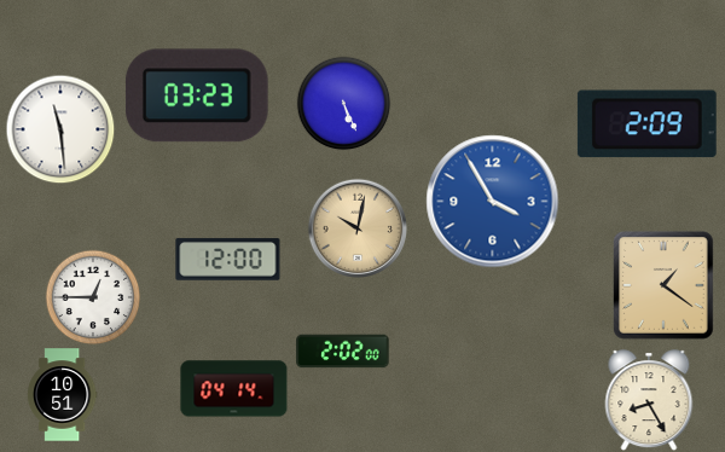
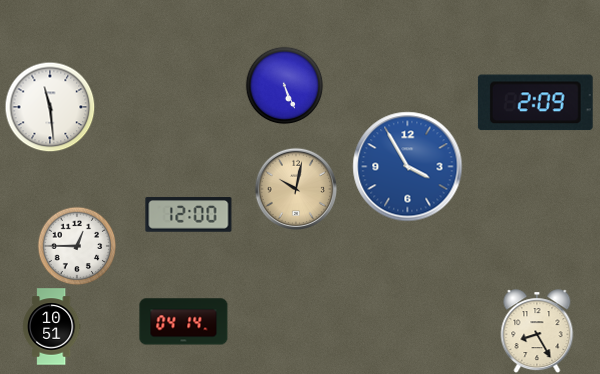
clock at (197, 95): 03:23 -> none
clock at (663, 285): 1:21 -> none
clock at (343, 352): 2:02 -> none
clock at (234, 389) position: (234, 389) -> (184, 322)
